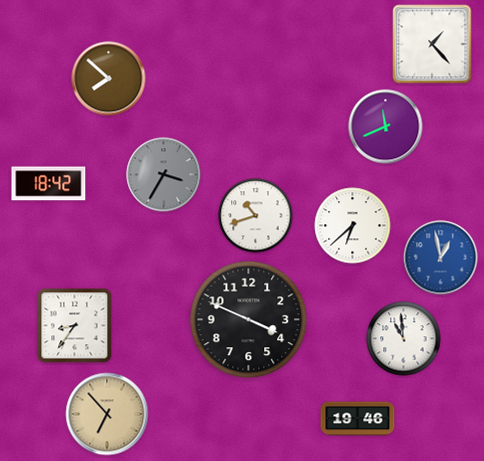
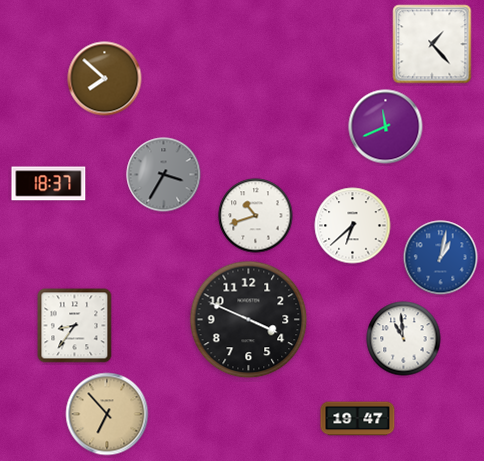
clock at (109, 79) position: (109, 79) -> (105, 79)
clock at (49, 184): 18:42 -> 18:37
clock at (441, 258): 12:58 -> 1:02
clock at (358, 419): 19:46 -> 19:47
